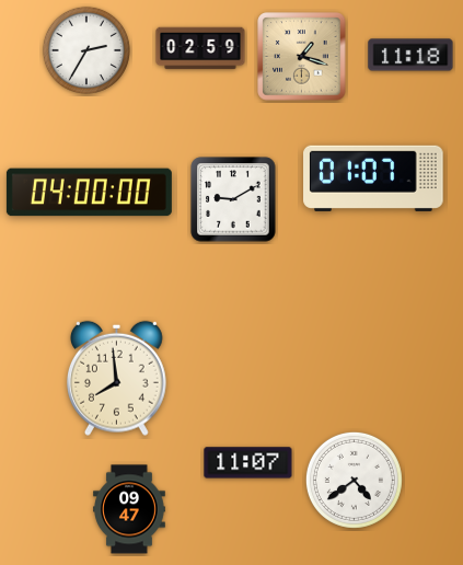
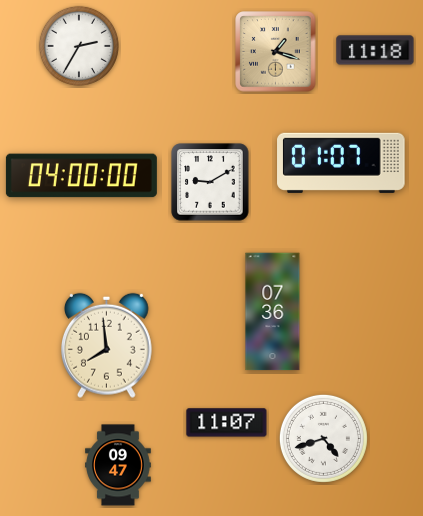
clock at (200, 48): 02:59 -> none
clock at (233, 199) position: (233, 199) -> (210, 182)
clock at (273, 312): none -> 07:36
clock at (354, 480): 4:39 -> 4:42
